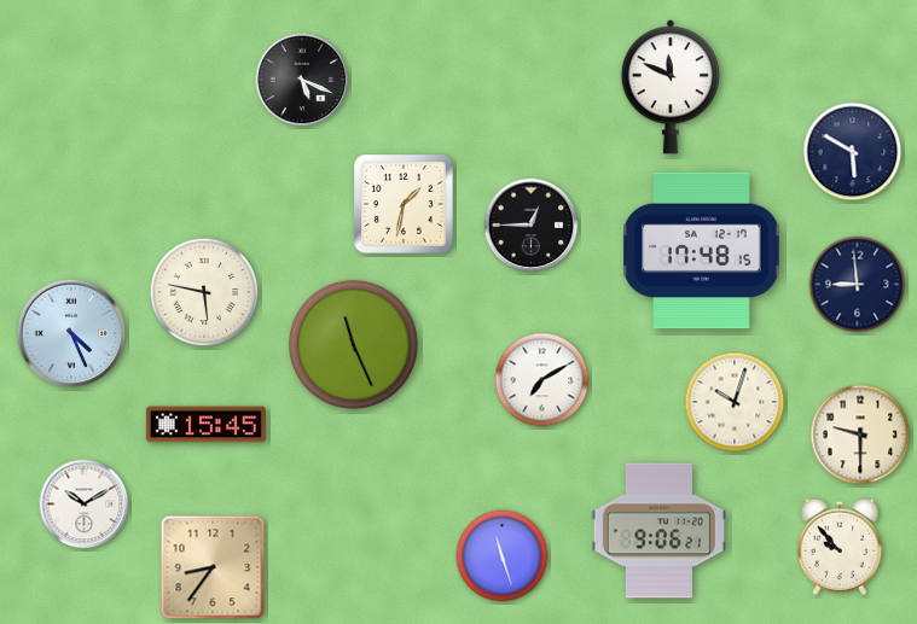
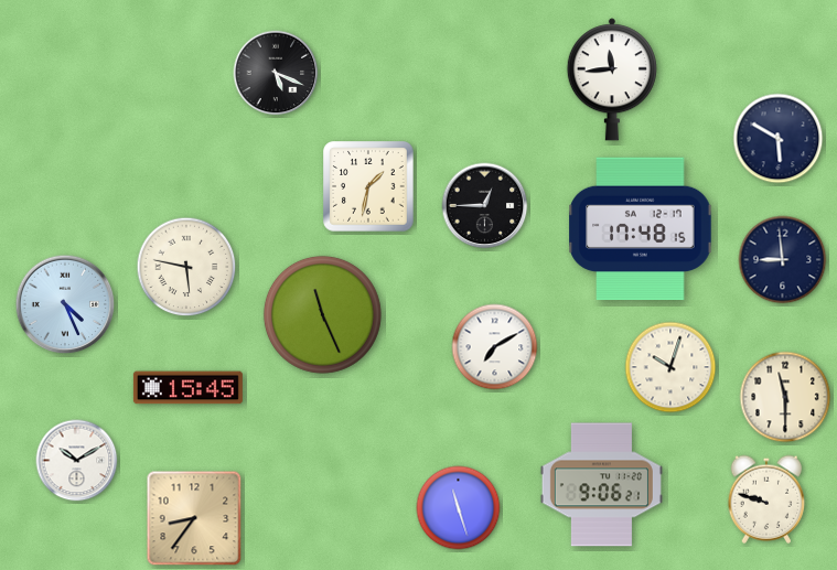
clock at (671, 87): 11:49 -> 11:44
clock at (860, 435): 9:30 -> 11:30
clock at (840, 547): 9:53 -> 9:48
